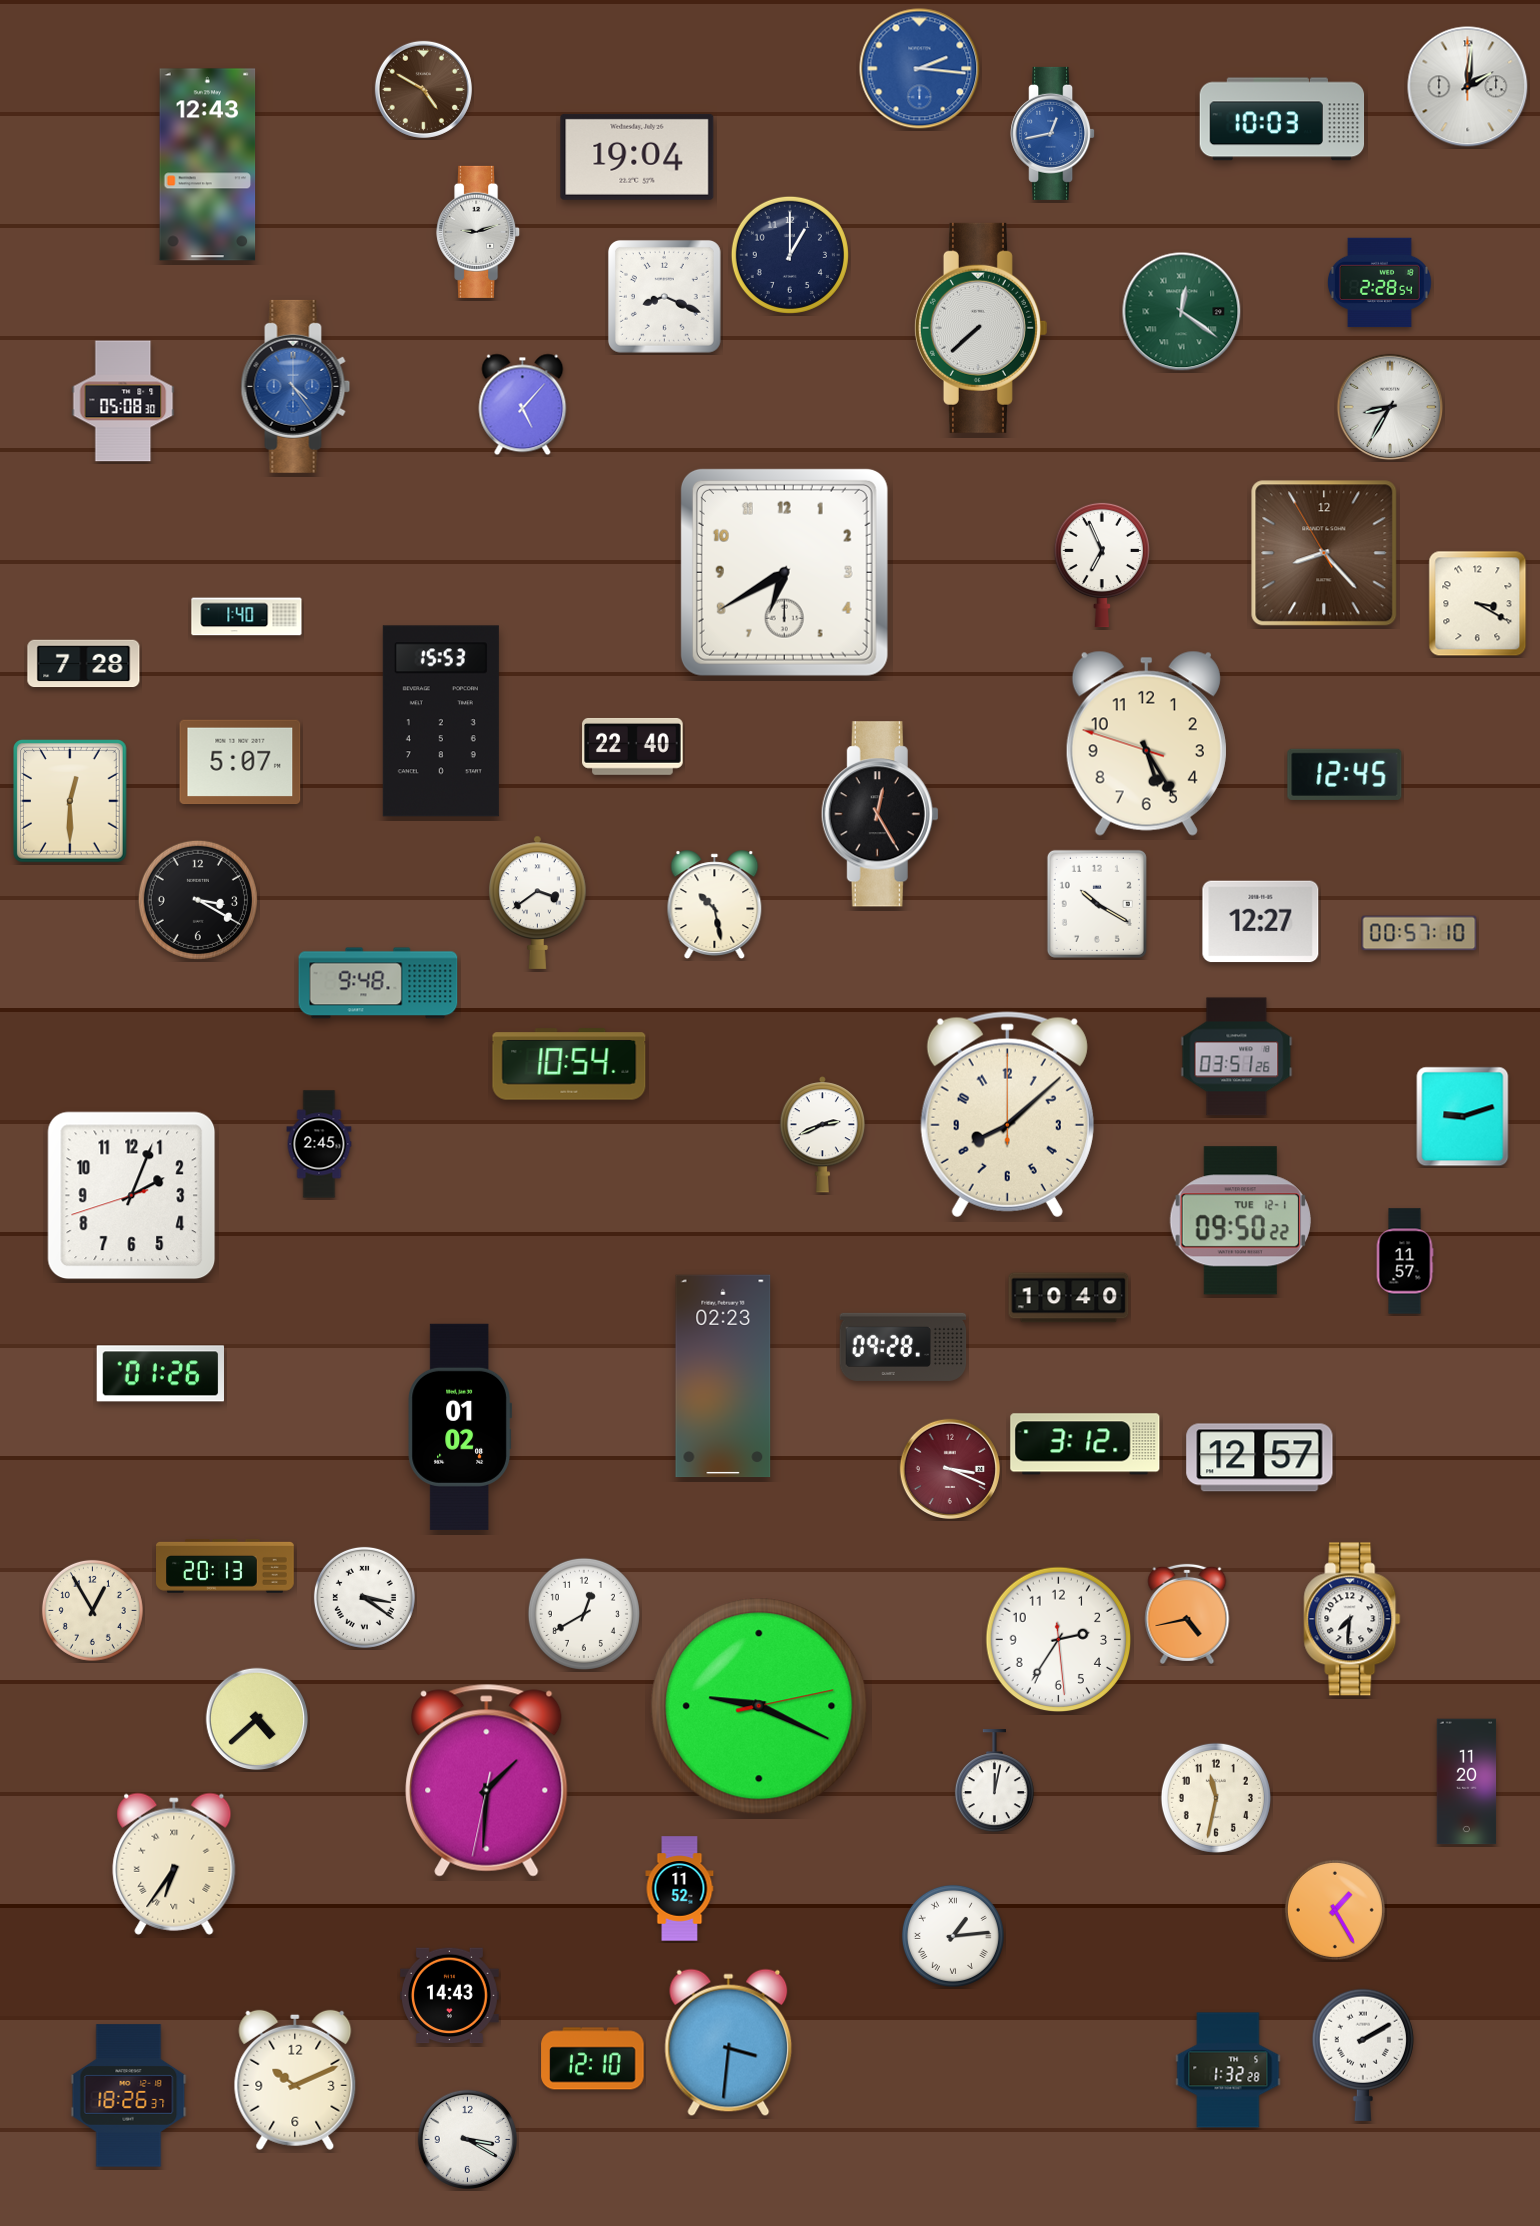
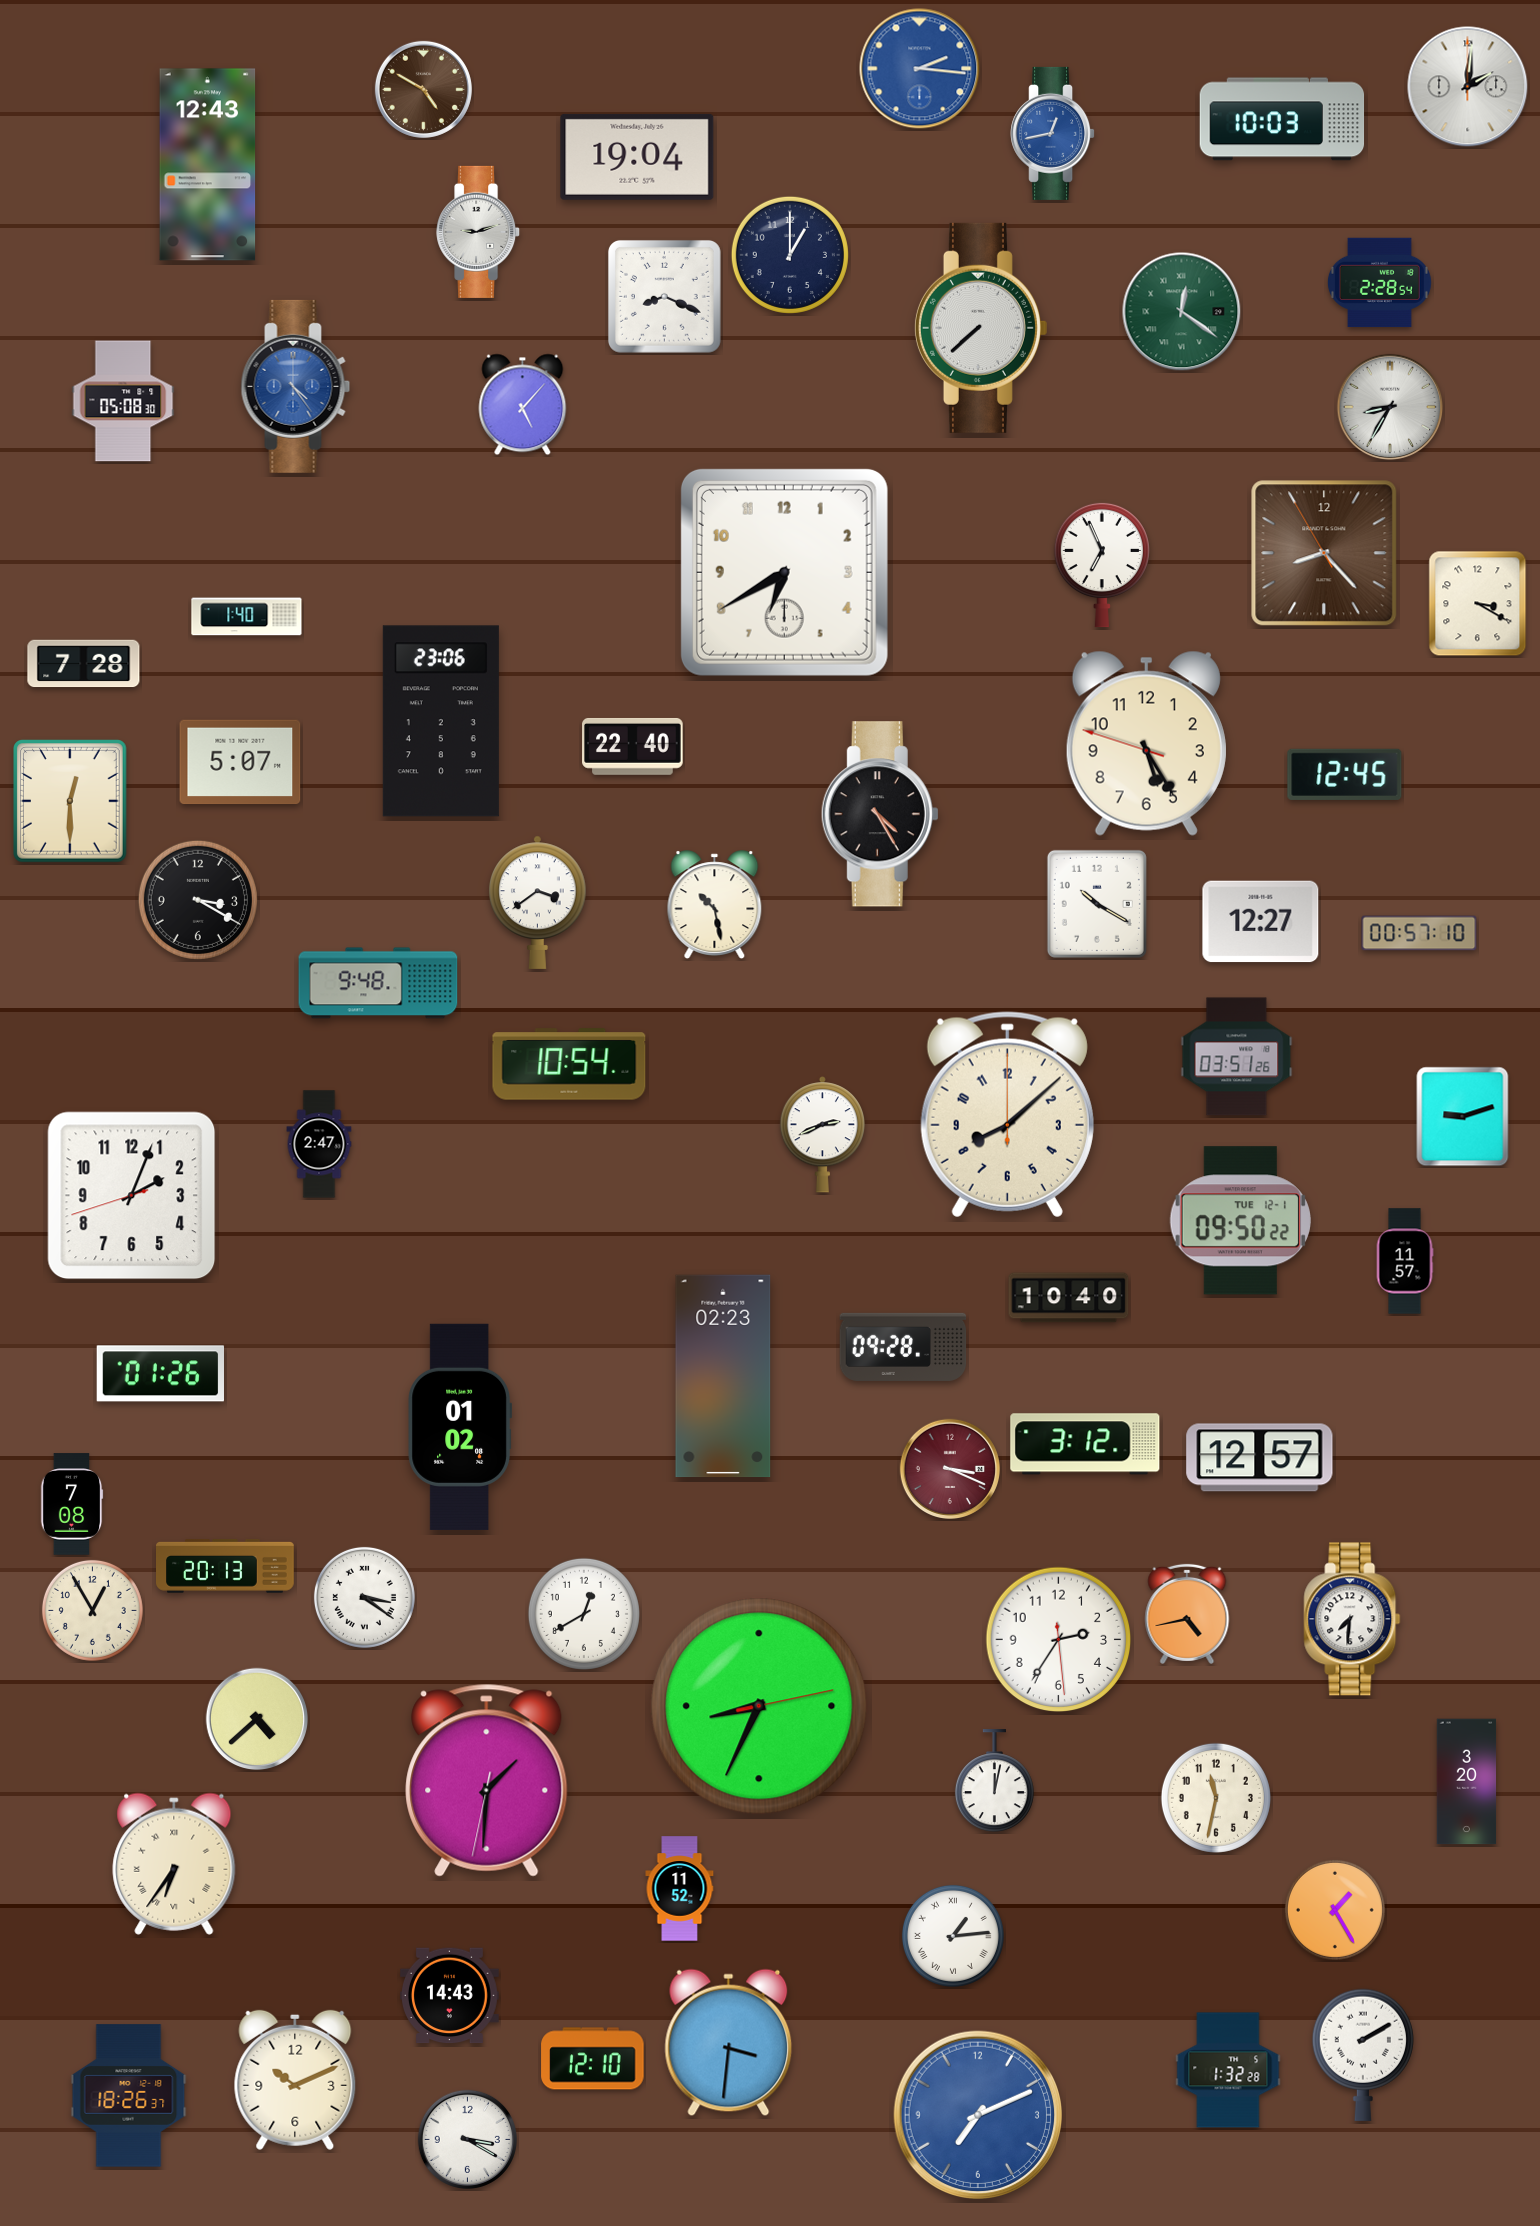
clock at (441, 721): 15:53 -> 23:06
clock at (880, 814): 12:25 -> 4:25
clock at (319, 1144): 2:45 -> 2:47
clock at (72, 1504): none -> 7:08
clock at (759, 1706): 9:19 -> 8:34
clock at (1467, 1782): 11:20 -> 3:20
clock at (978, 2115): none -> 7:11
